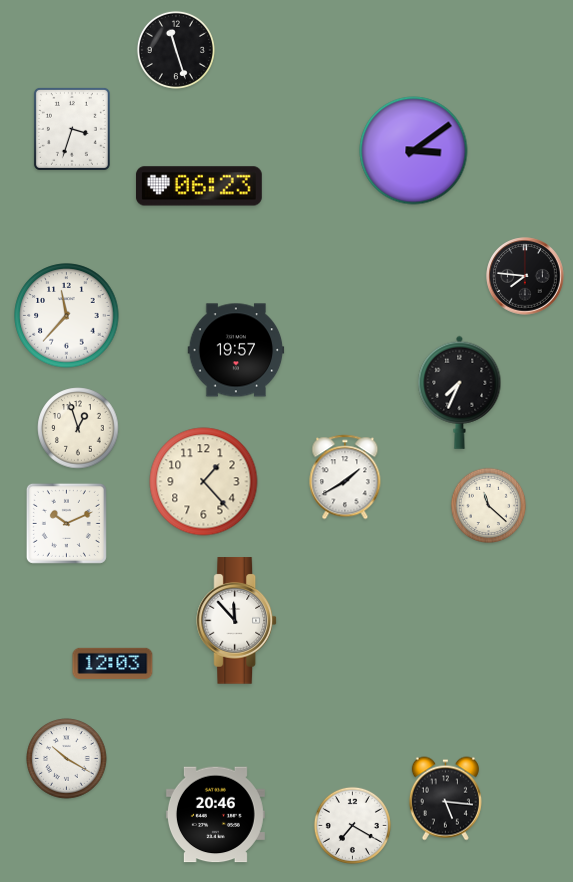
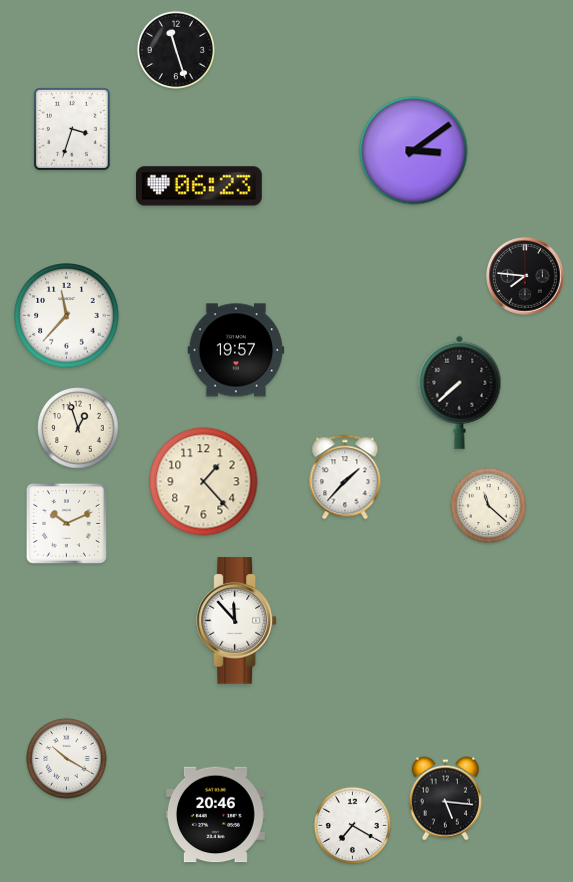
clock at (460, 392): 7:34 -> 7:38
clock at (345, 477): 1:40 -> 1:37
clock at (113, 663): 12:03 -> none
